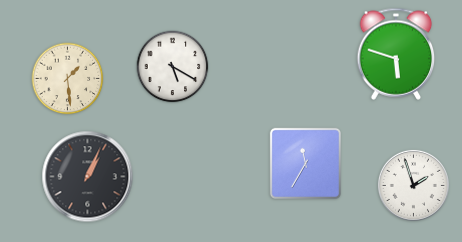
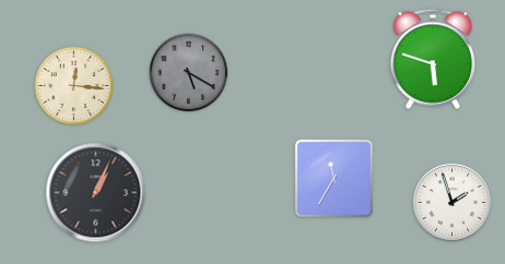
clock at (173, 67) dial: white -> grey
clock at (68, 79): 1:29 -> 12:16
